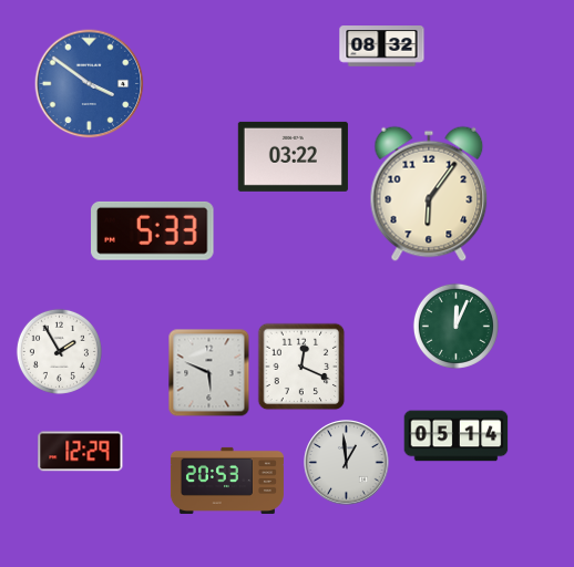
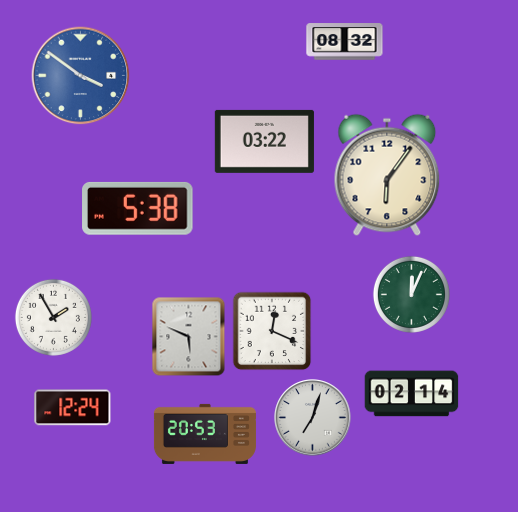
clock at (153, 230): 5:33 -> 5:38
clock at (457, 436): 05:14 -> 02:14
clock at (81, 452): 12:29 -> 12:24
clock at (347, 463): 12:59 -> 7:03
